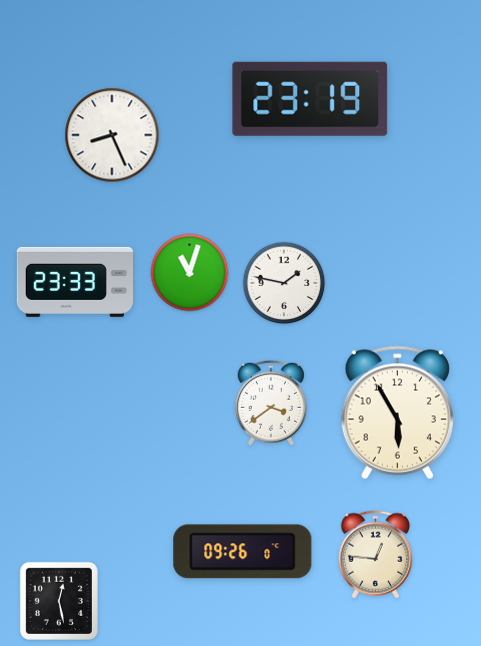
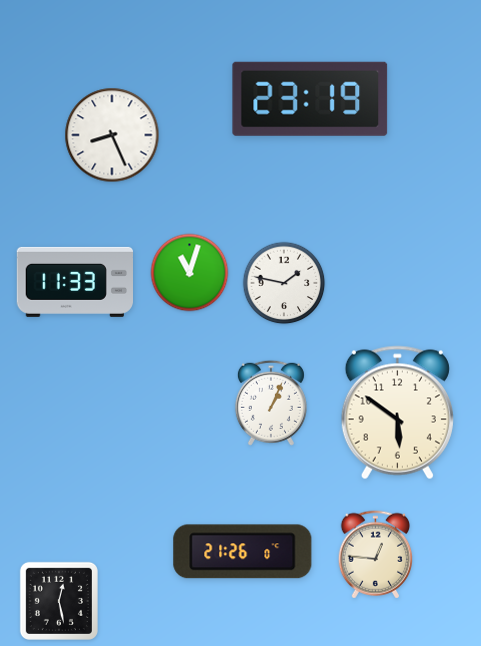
clock at (74, 282): 23:33 -> 11:33
clock at (271, 403): 3:39 -> 1:04
clock at (397, 413): 5:55 -> 5:51
clock at (243, 552): 09:26 -> 21:26
